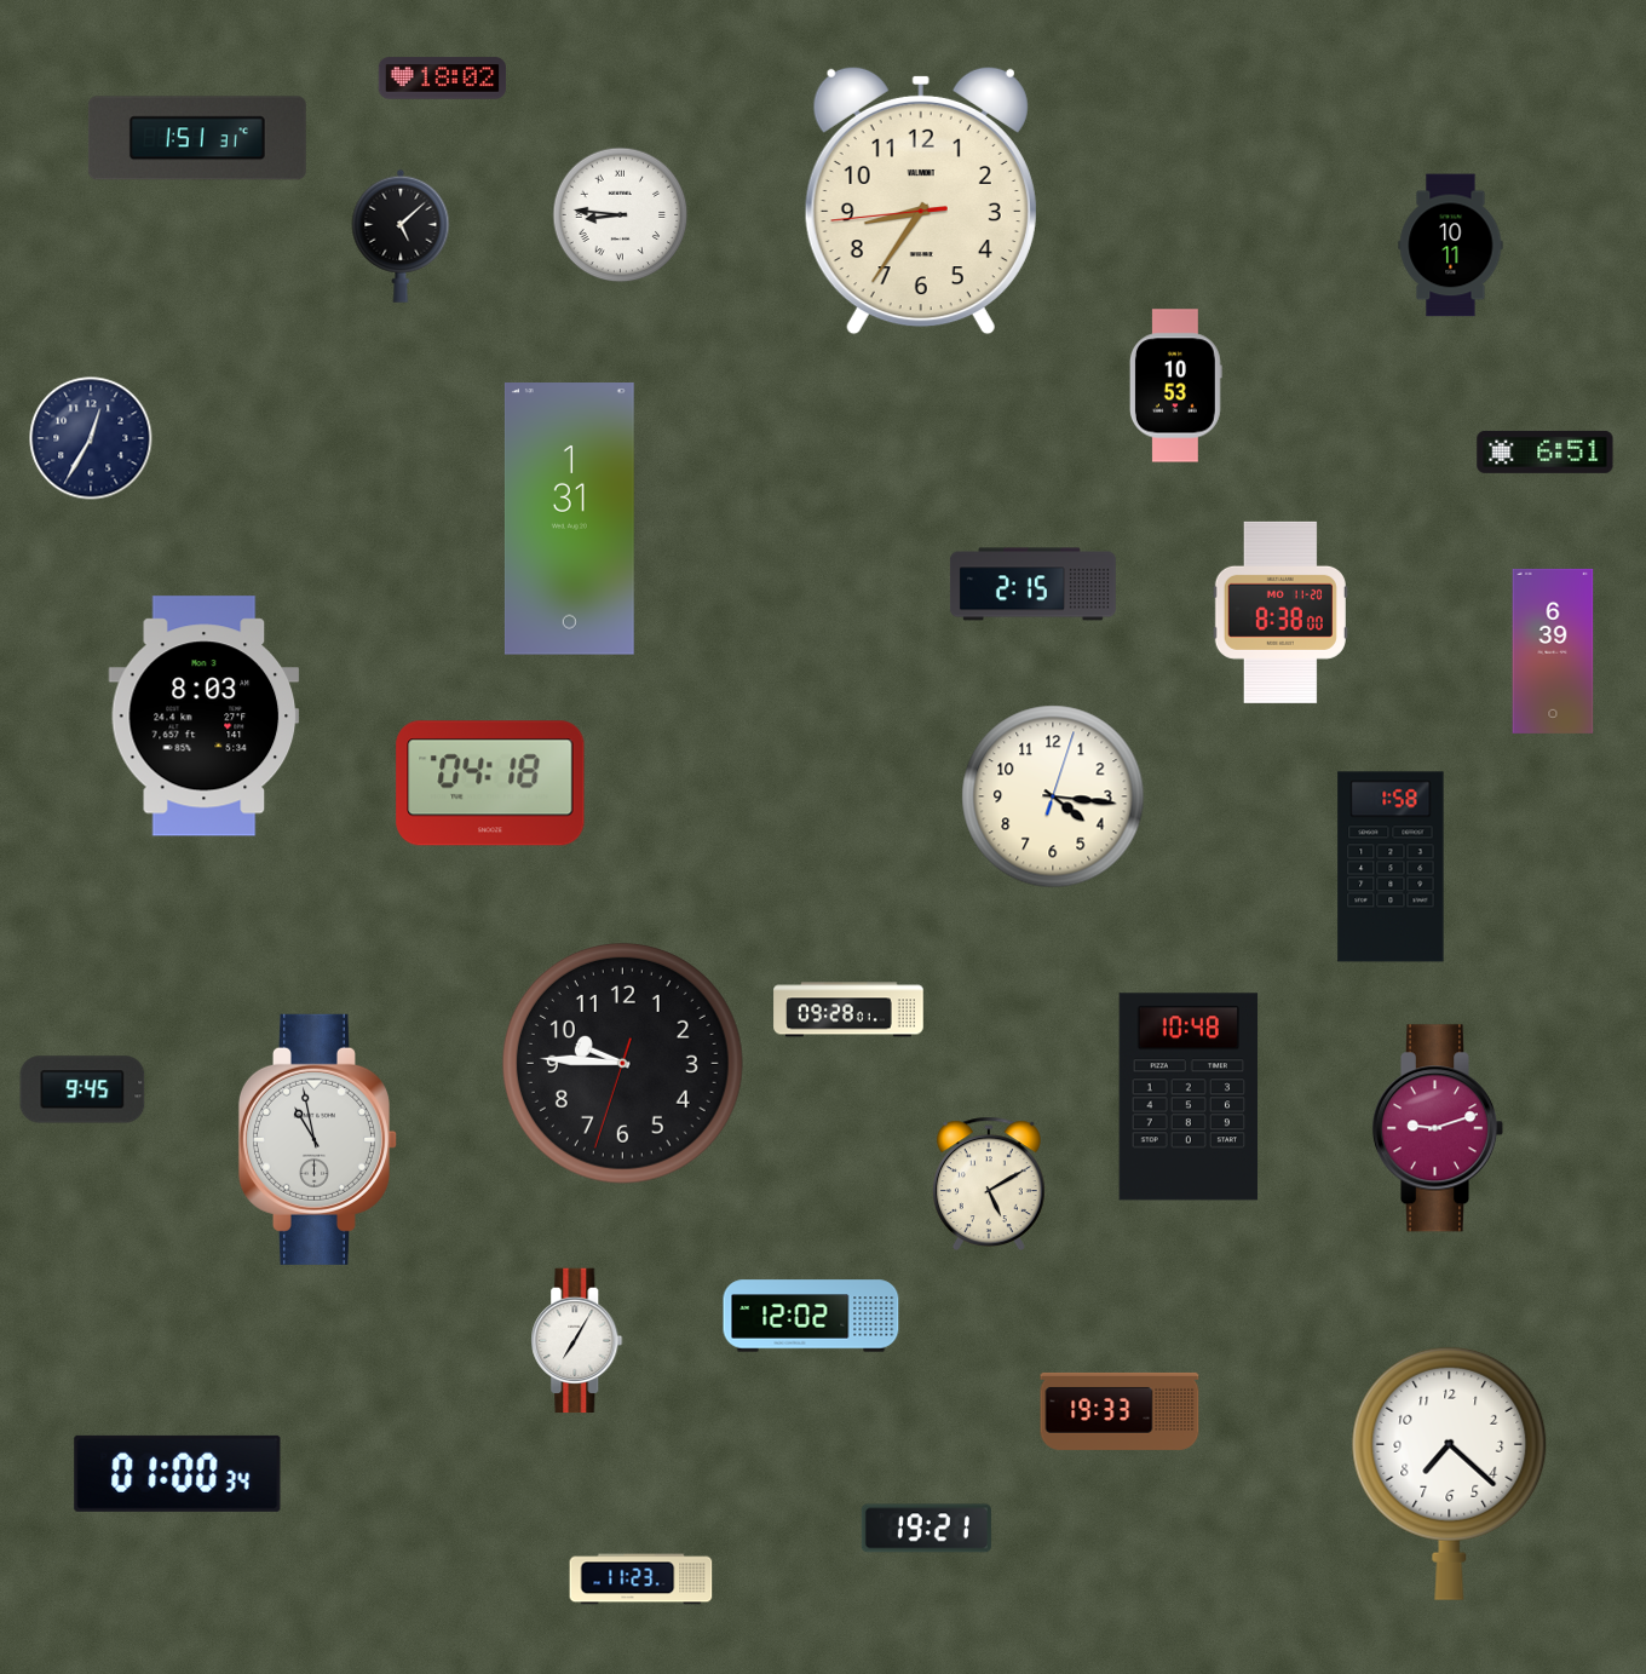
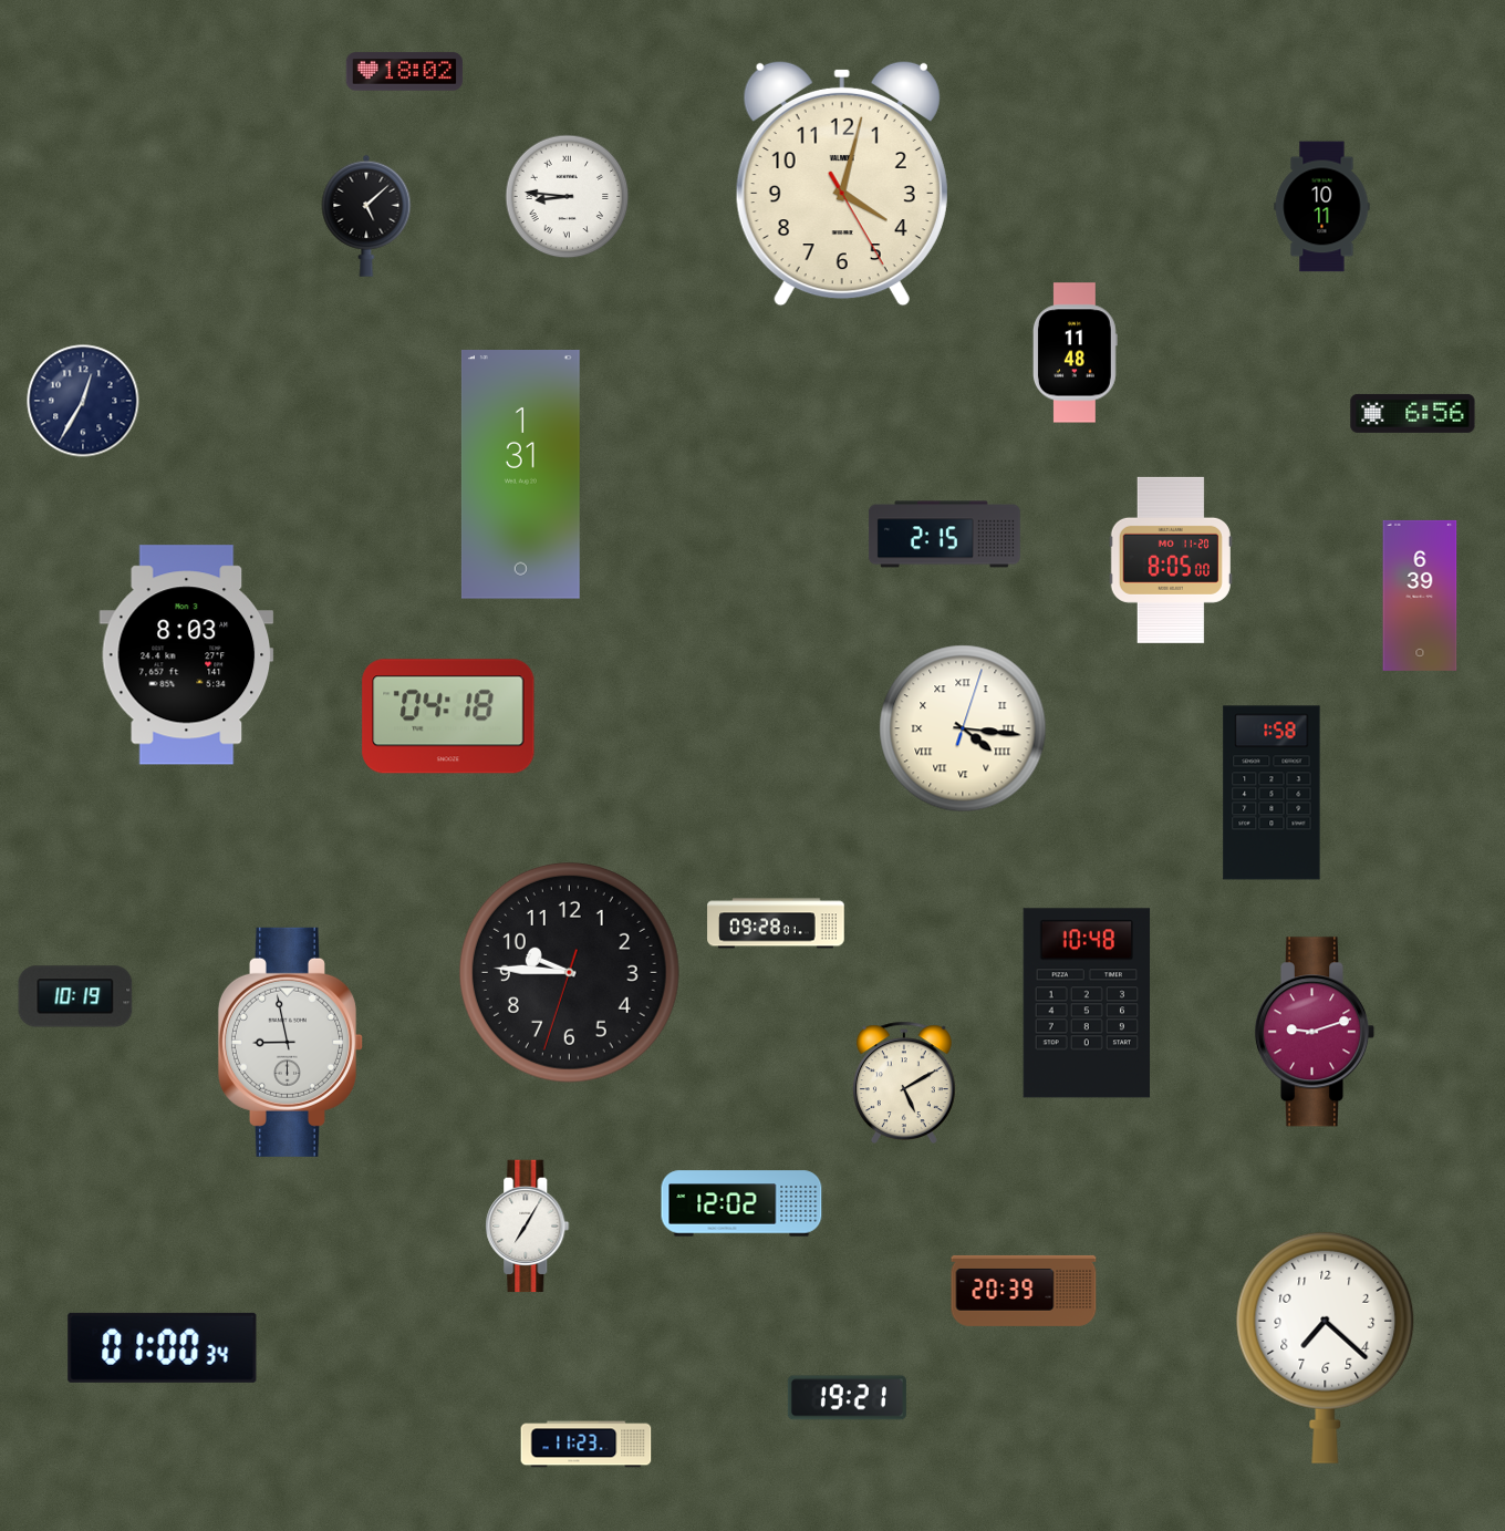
clock at (197, 138): 1:51 -> none
clock at (921, 201): 8:35 -> 4:02
clock at (1451, 246) position: (1451, 246) -> (1322, 207)
clock at (1175, 386): 10:53 -> 11:48
clock at (1546, 451): 6:51 -> 6:56
clock at (1280, 612): 8:38 -> 8:05
clock at (1053, 796) numerals: Arabic -> Roman
clock at (82, 1089): 9:45 -> 10:19
clock at (317, 1139): 10:58 -> 8:58
clock at (1120, 1411): 19:33 -> 20:39
